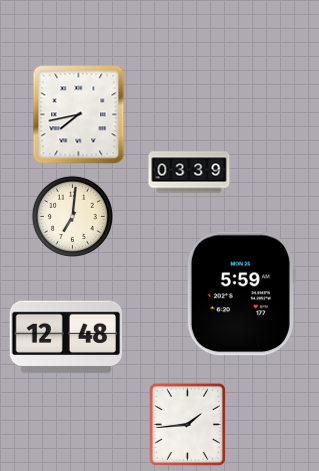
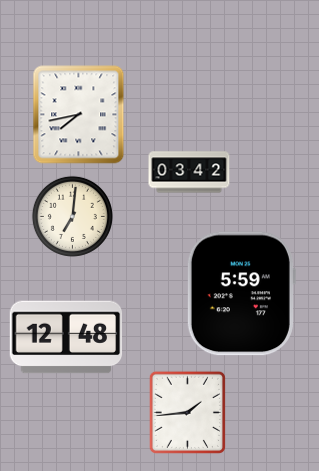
clock at (189, 172): 03:39 -> 03:42
clock at (187, 424) position: (187, 424) -> (187, 412)
